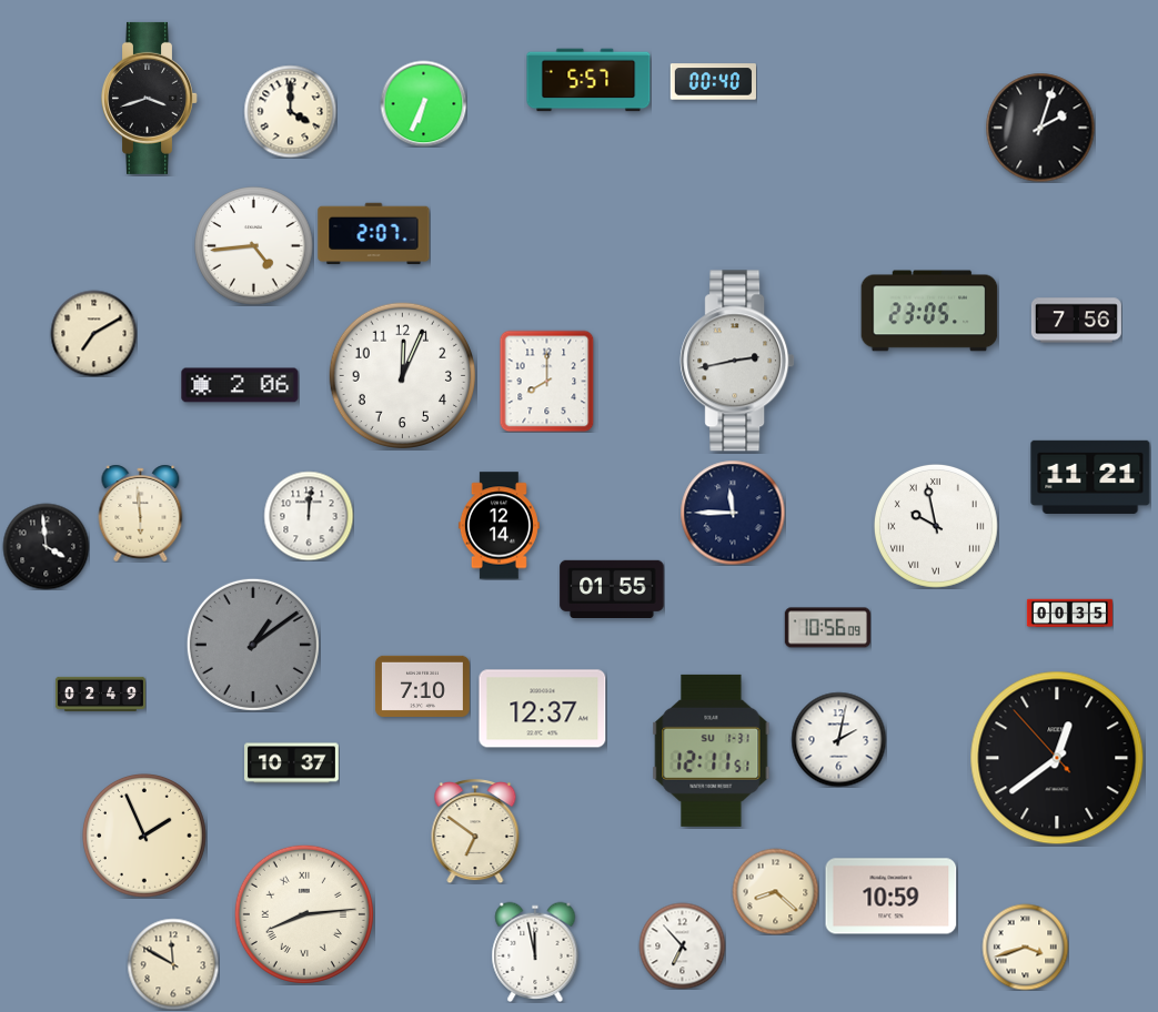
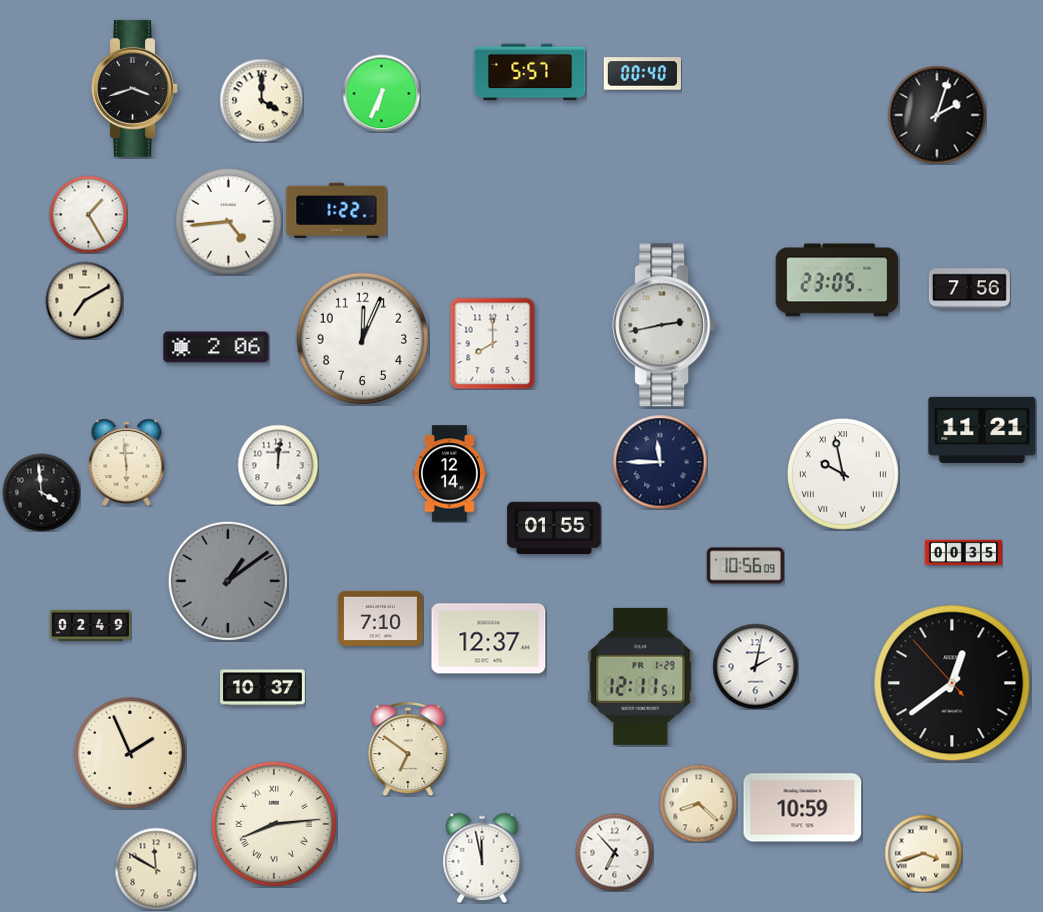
clock at (374, 234): 2:07 -> 1:22
clock at (88, 214): none -> 1:25
clock at (612, 588) position: (612, 588) -> (554, 527)
clock at (712, 750) date: SU 1-31 -> FR 1-29
clock at (475, 832) position: (475, 832) -> (408, 750)
